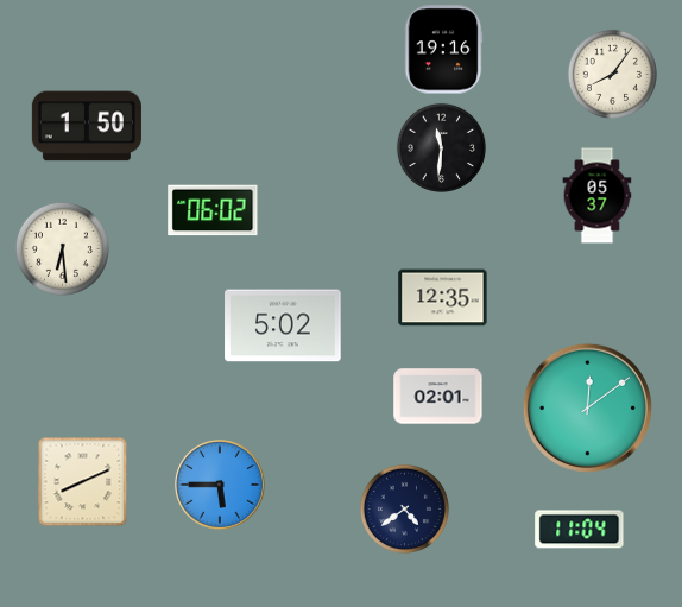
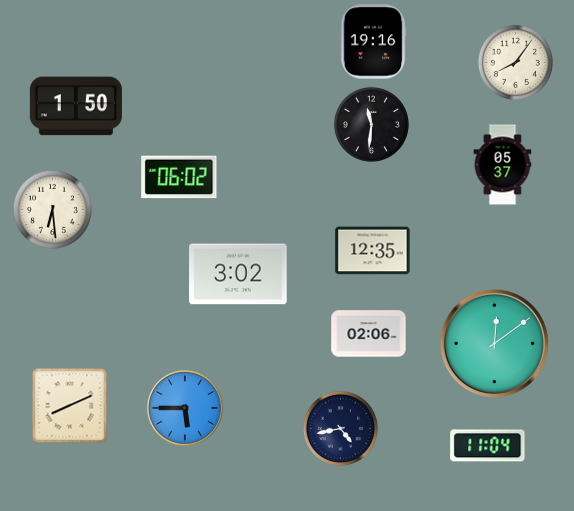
clock at (87, 126) position: (87, 126) -> (76, 106)
clock at (283, 325): 5:02 -> 3:02
clock at (438, 397): 02:01 -> 02:06
clock at (404, 508): 4:39 -> 4:43
